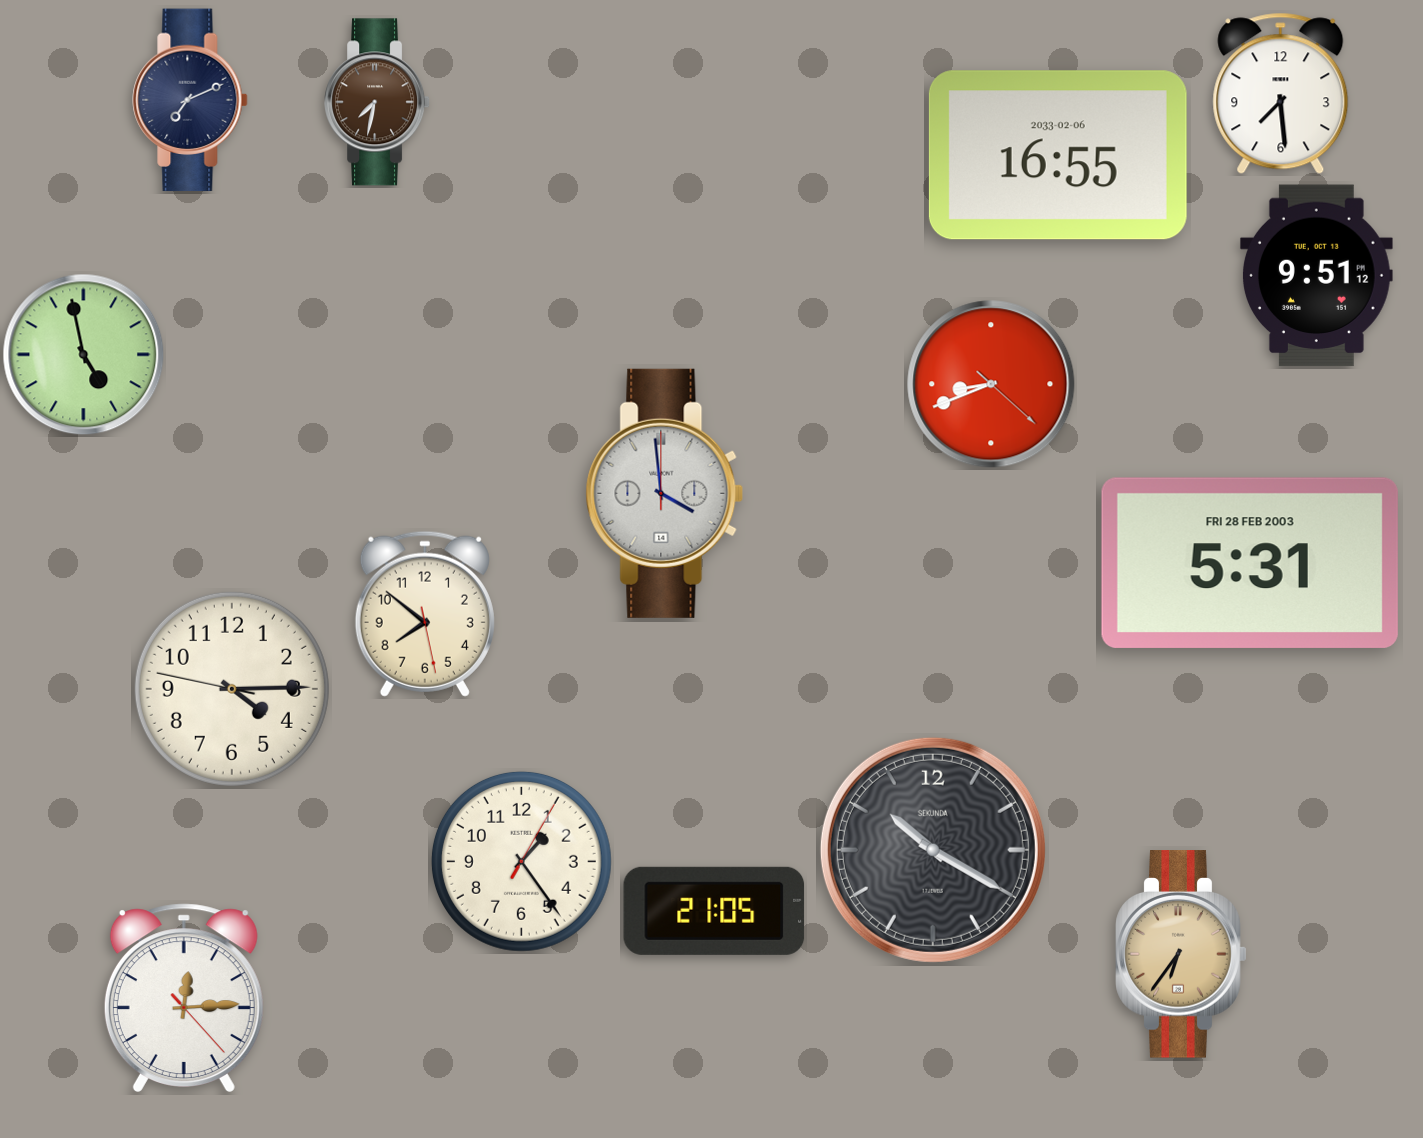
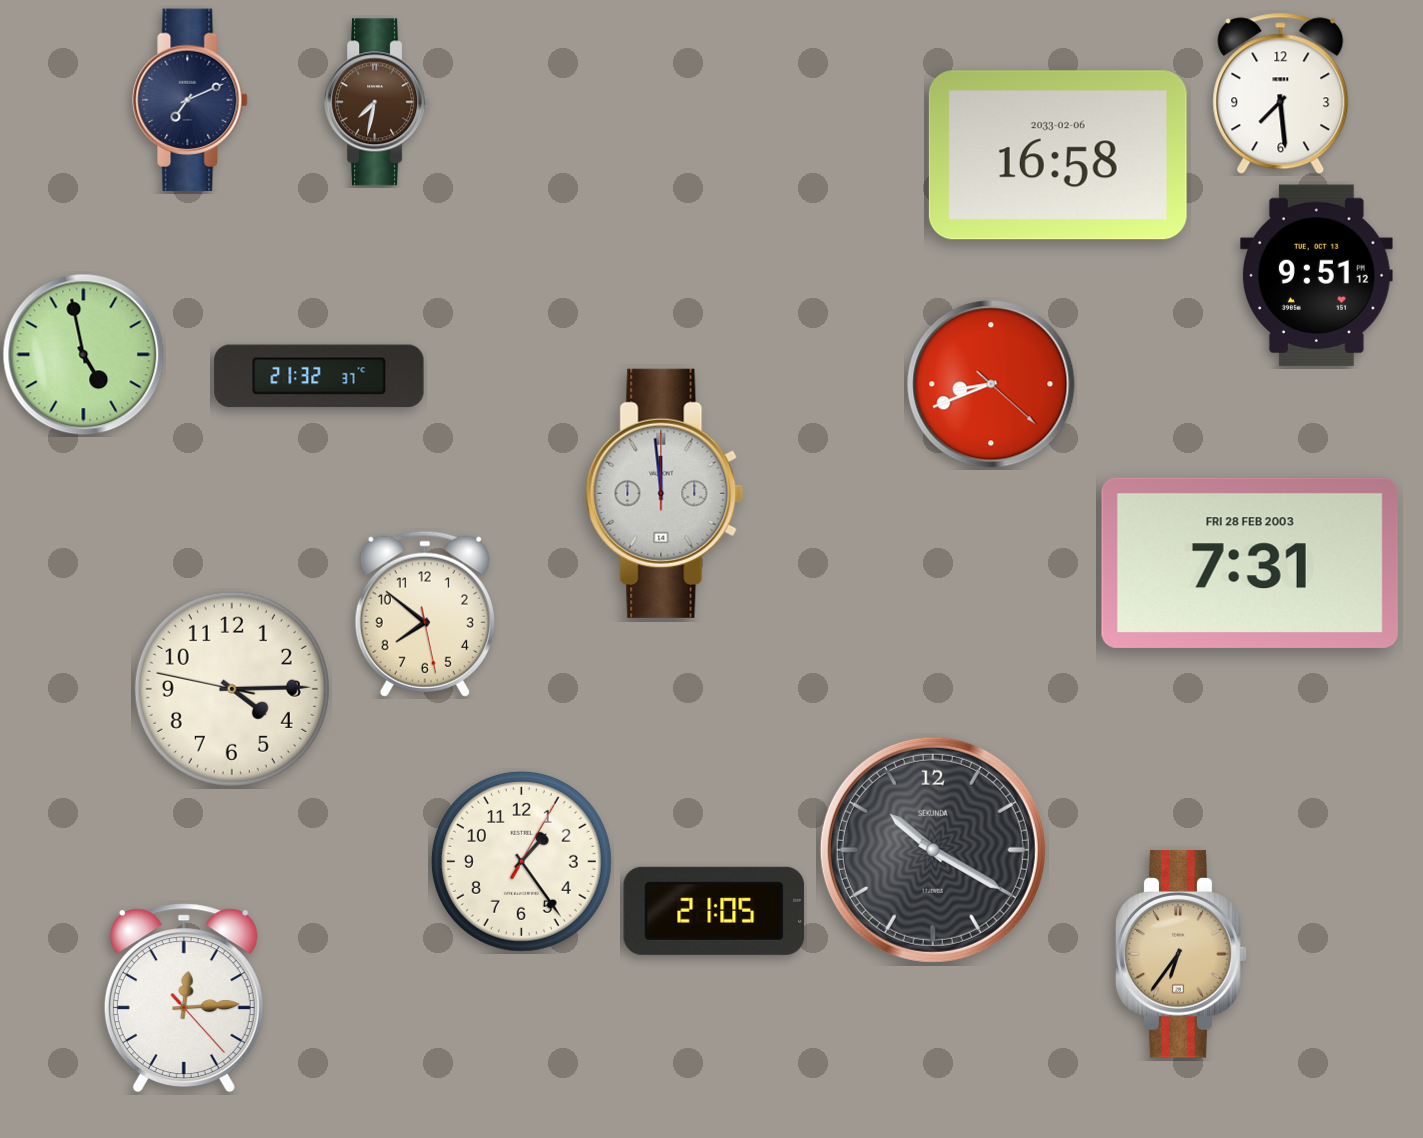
clock at (1058, 155): 16:55 -> 16:58
clock at (319, 376): none -> 21:32
clock at (665, 493): 3:59 -> 11:59
clock at (1250, 563): 5:31 -> 7:31
